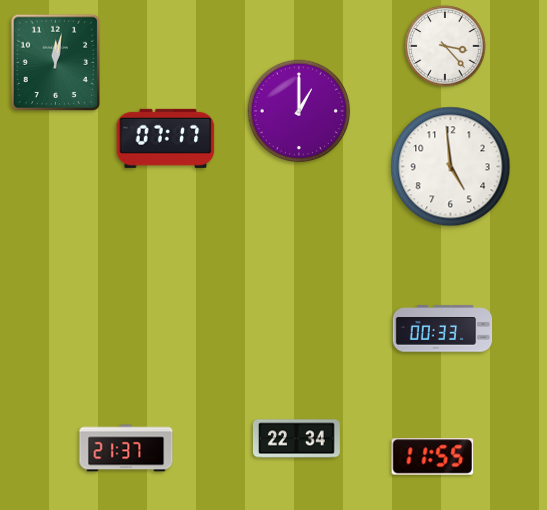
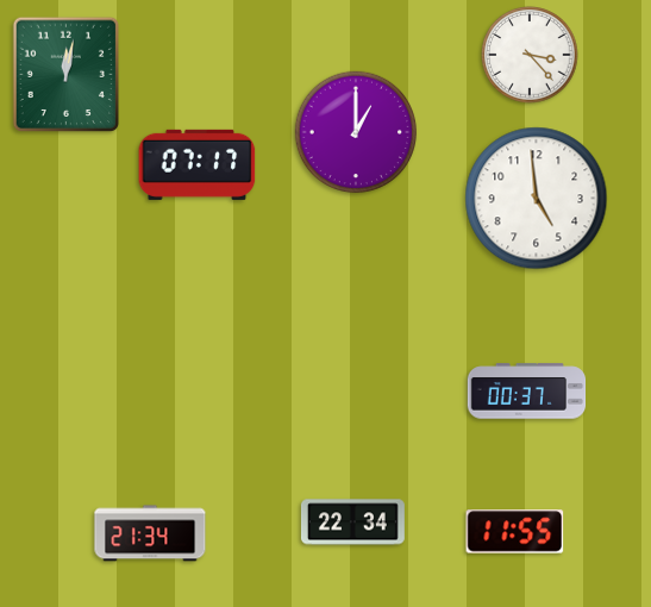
clock at (443, 329): 00:33 -> 00:37
clock at (126, 448): 21:37 -> 21:34
clock at (433, 457) position: (433, 457) -> (515, 532)
